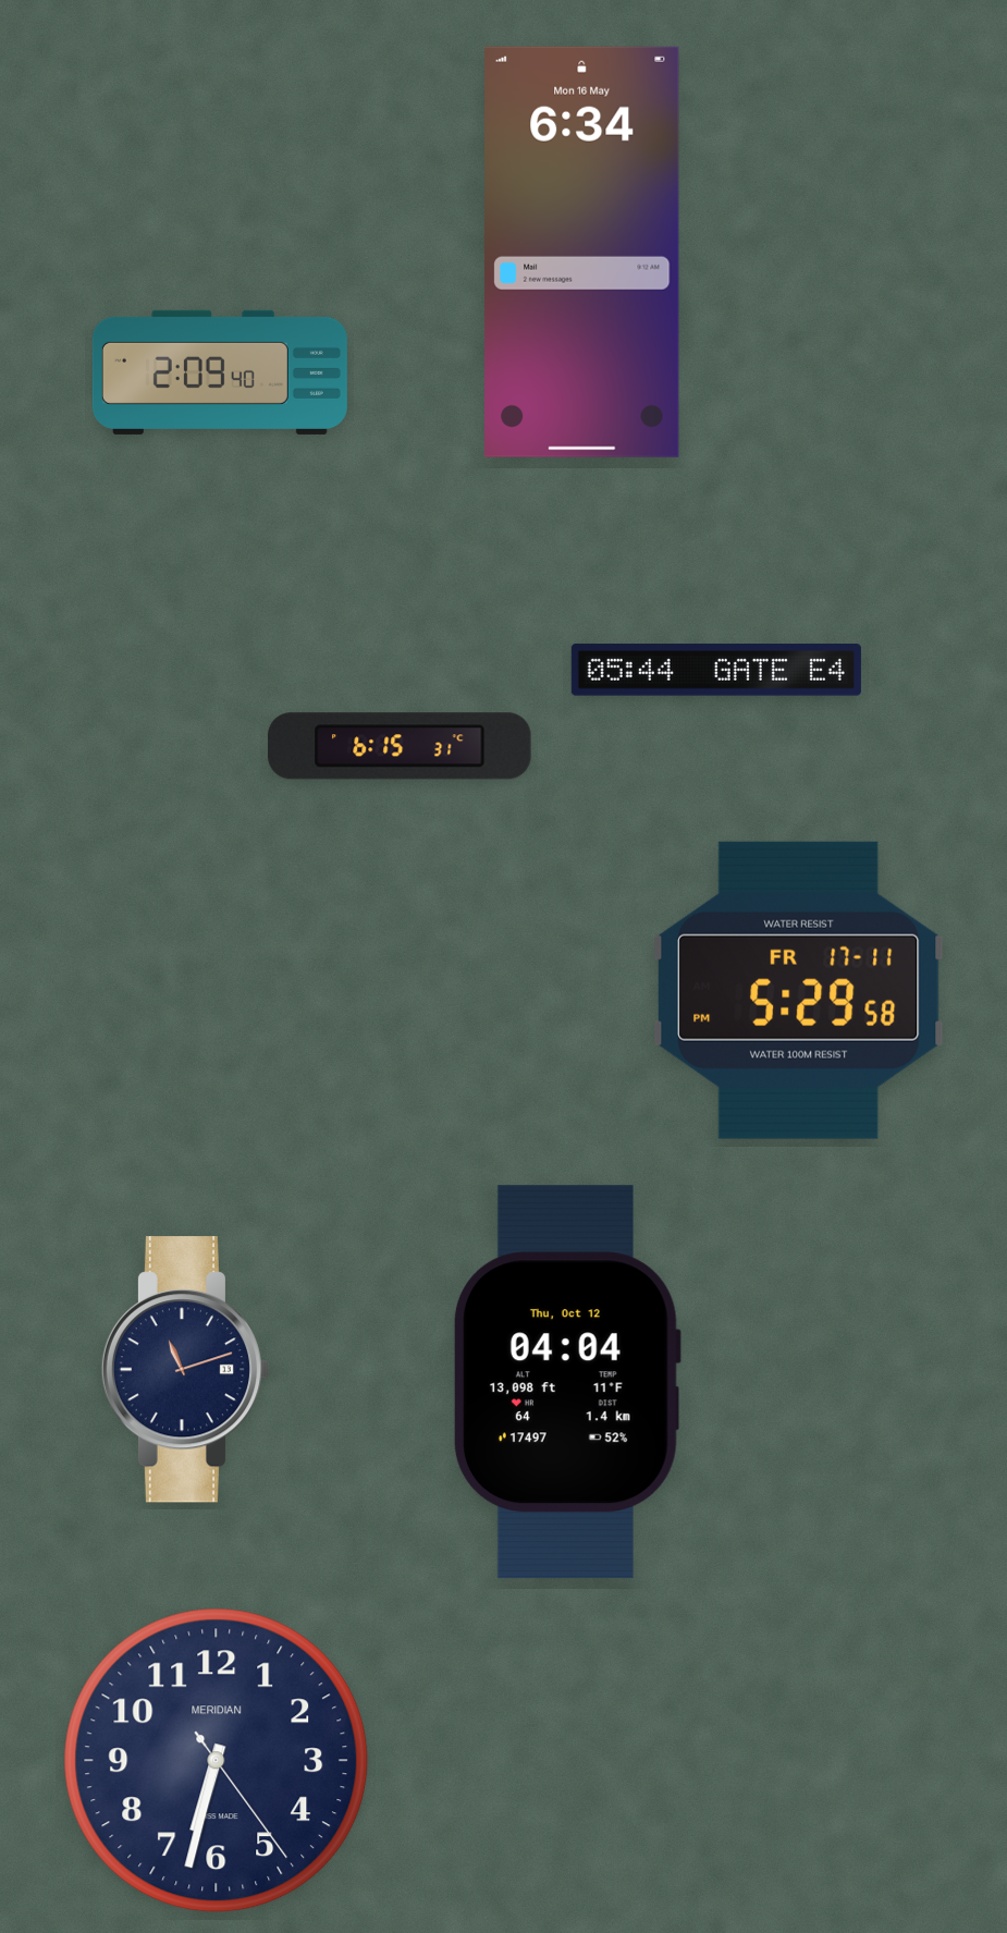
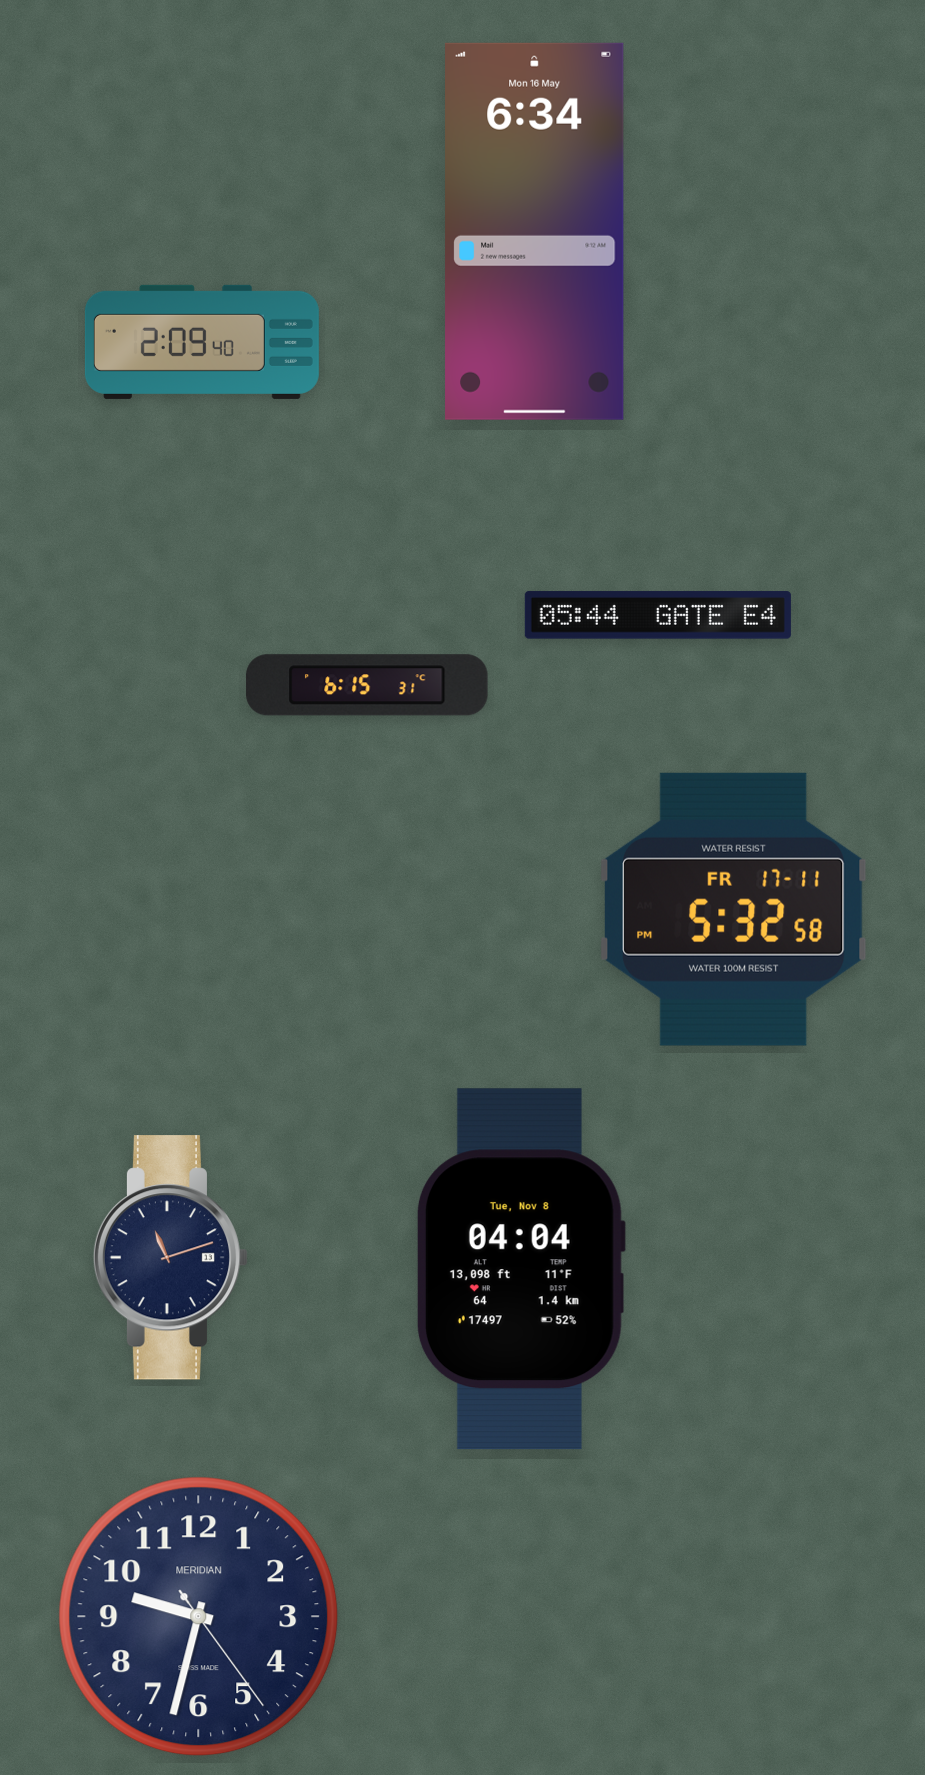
clock at (798, 990): 5:29 -> 5:32
clock at (566, 1382) date: Thu, Oct 12 -> Tue, Nov 8
clock at (217, 1761): 6:32 -> 9:32
